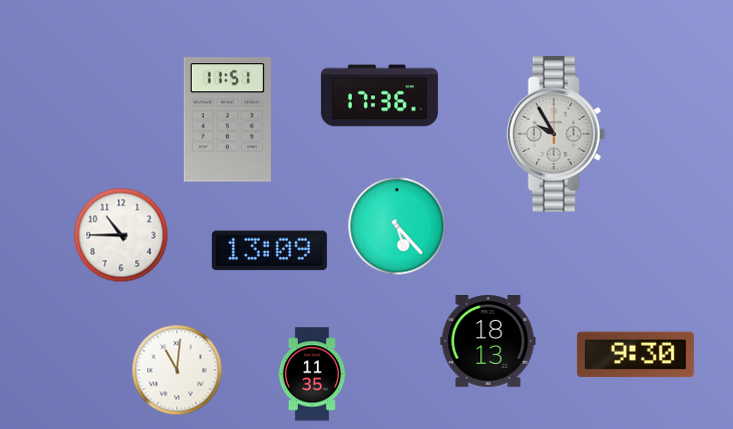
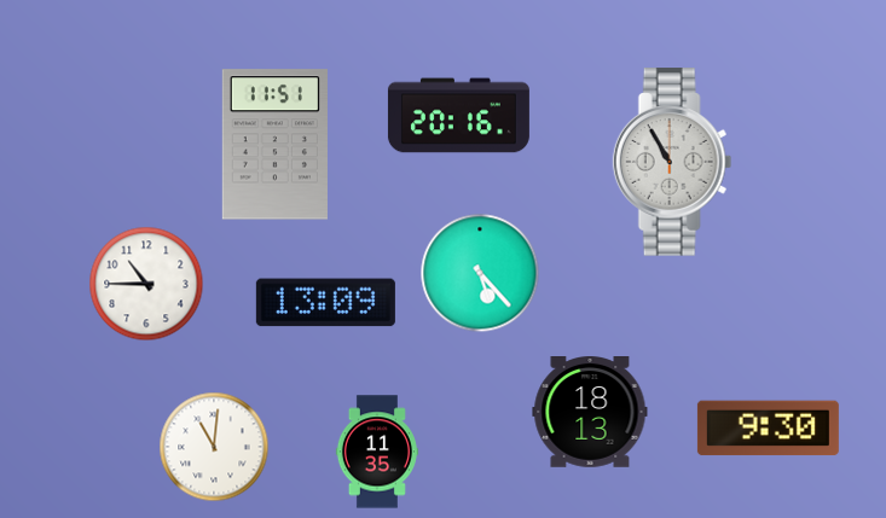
clock at (379, 96): 17:36 -> 20:16
clock at (556, 134): 9:55 -> 10:55
